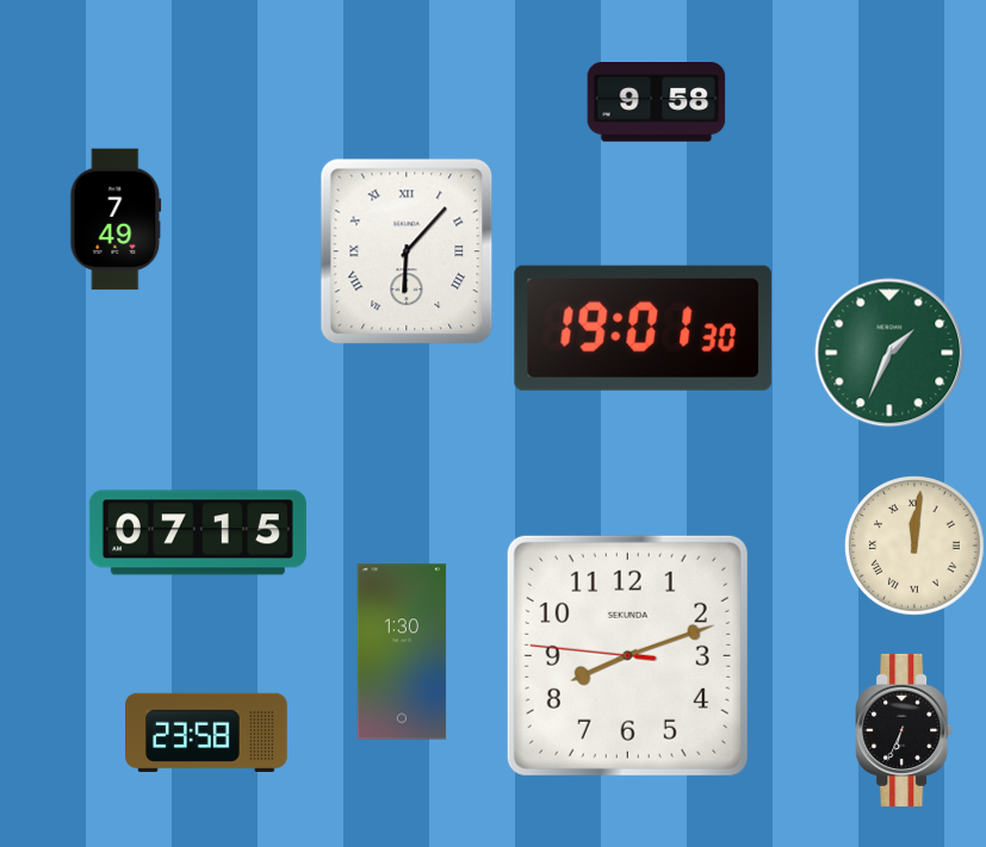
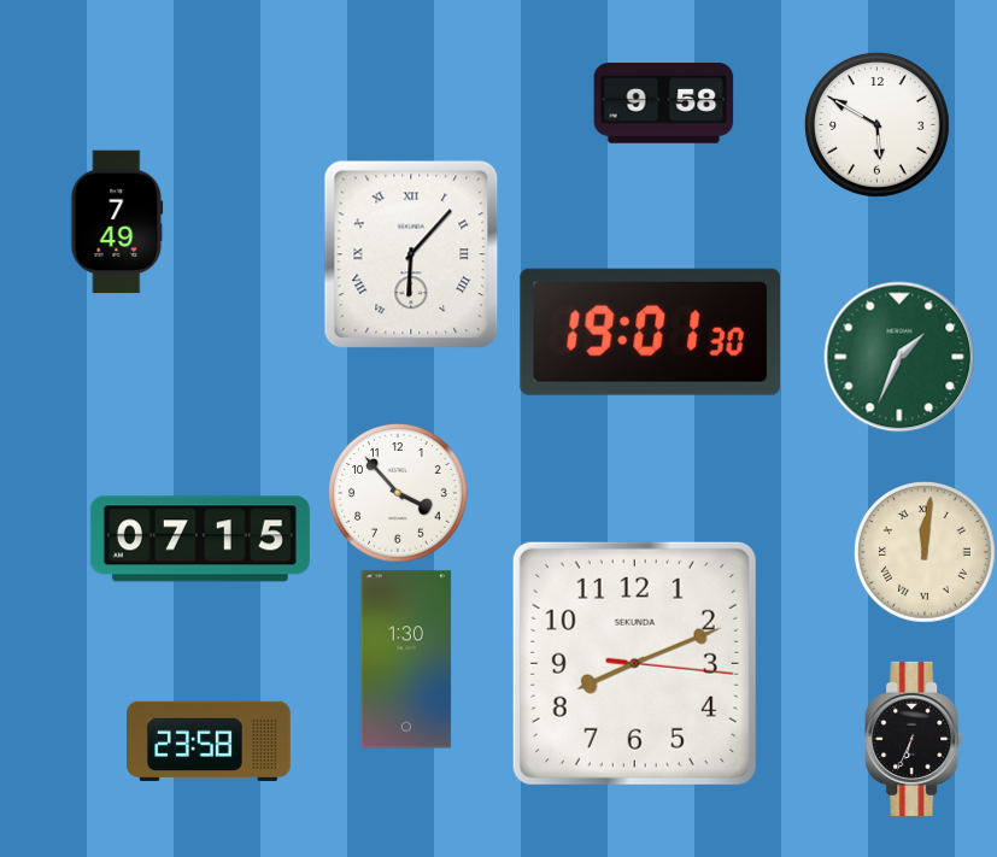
clock at (876, 124): none -> 5:50
clock at (398, 493): none -> 3:53
clock at (627, 655): 8:11:46 -> 8:11:16
